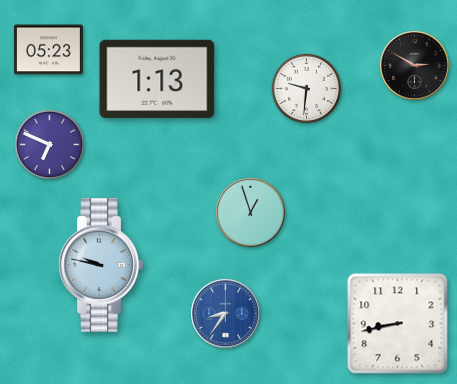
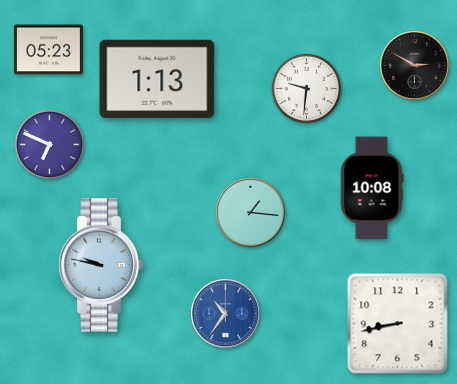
clock at (372, 188): none -> 10:08
clock at (251, 213): 12:57 -> 1:16
clock at (226, 314): 8:36 -> 10:36
